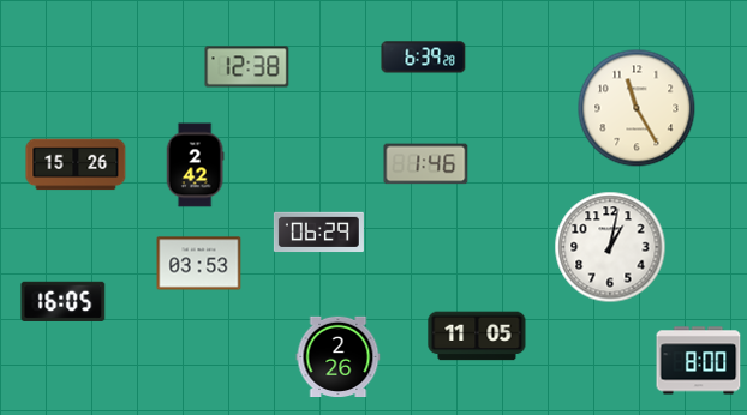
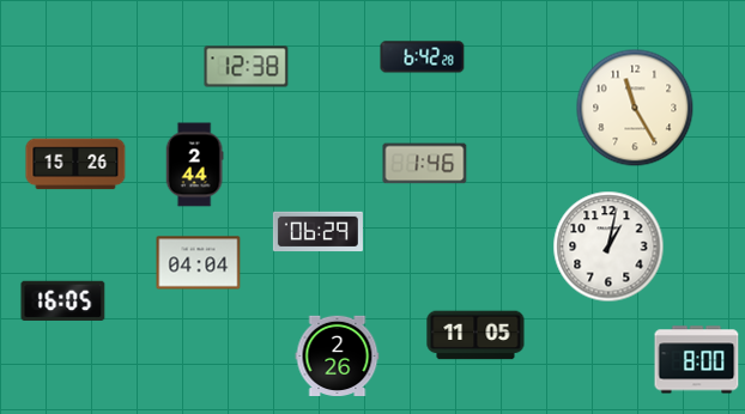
clock at (424, 58): 6:39 -> 6:42
clock at (195, 166): 2:42 -> 2:44
clock at (199, 264): 03:53 -> 04:04
